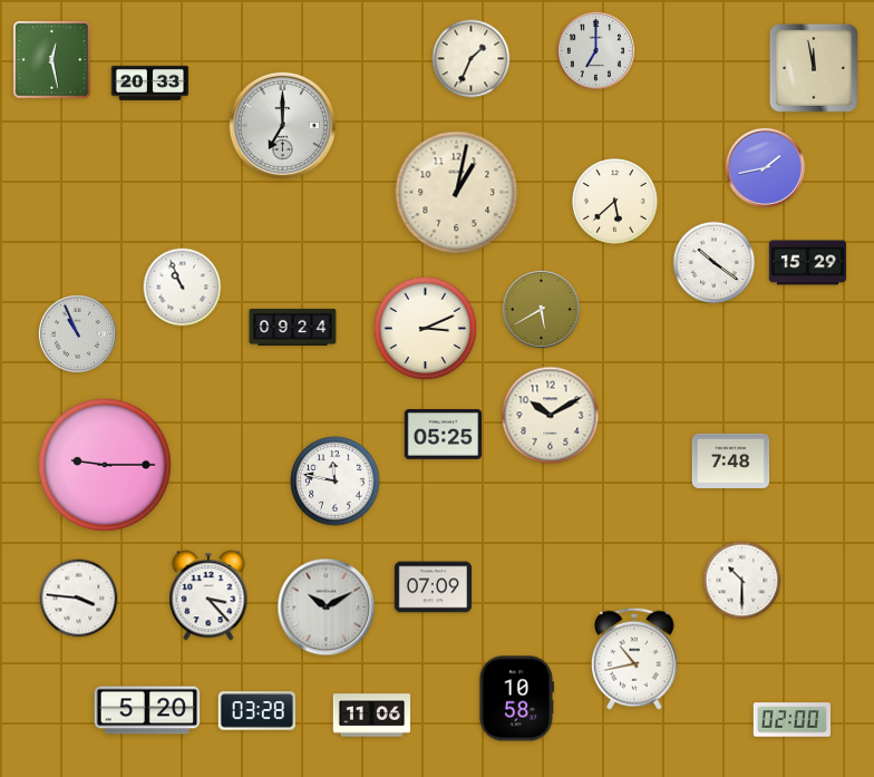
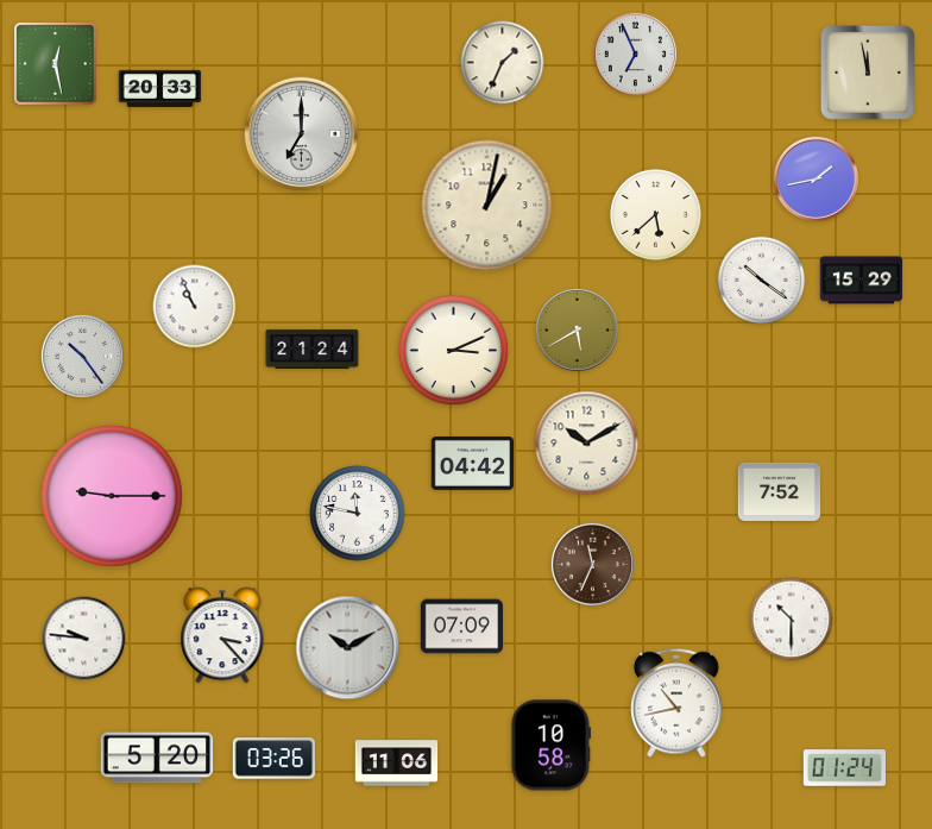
clock at (595, 50): 7:00 -> 6:56
clock at (293, 327): 09:24 -> 21:24
clock at (77, 333): 10:56 -> 10:24
clock at (444, 435): 05:25 -> 04:42
clock at (731, 460): 7:48 -> 7:52
clock at (592, 564): none -> 11:34
clock at (79, 599): 3:46 -> 9:46
clock at (256, 711): 03:28 -> 03:26
clock at (793, 720): 02:00 -> 01:24
